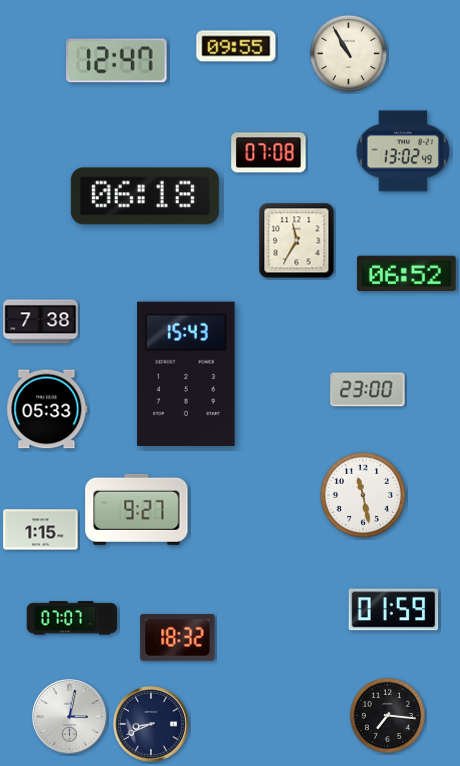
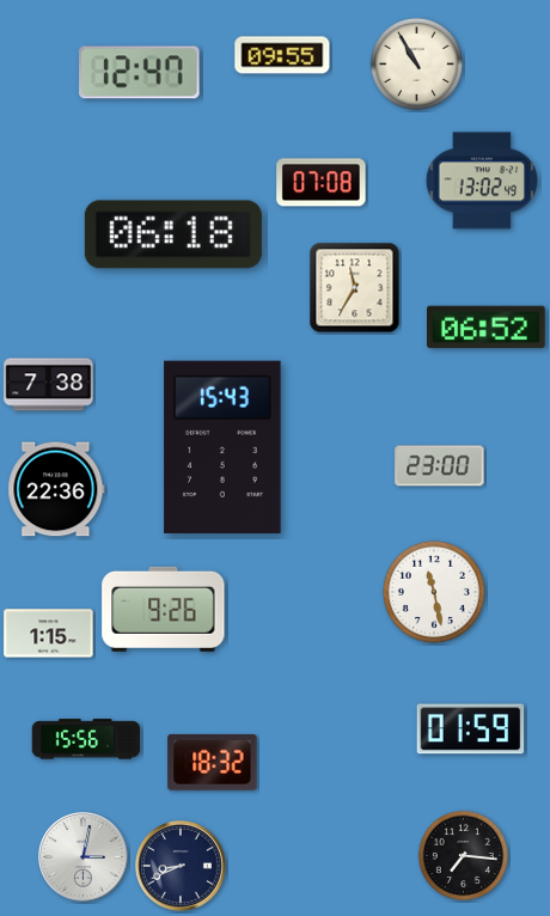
clock at (47, 409): 05:33 -> 22:36
clock at (137, 509): 9:27 -> 9:26
clock at (72, 618): 07:07 -> 15:56
